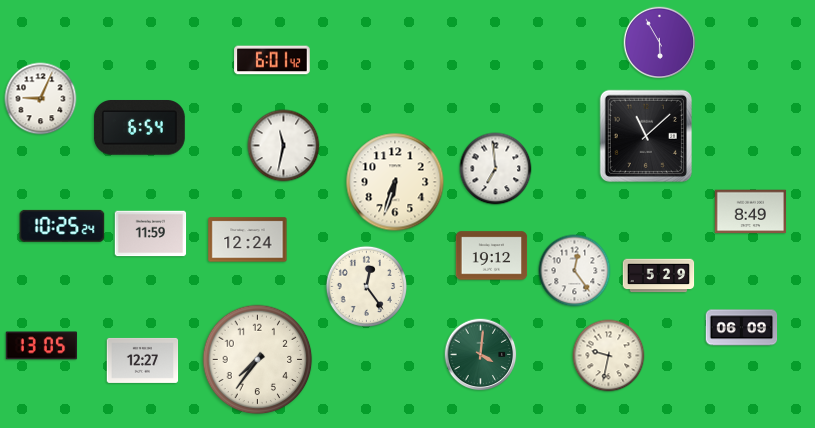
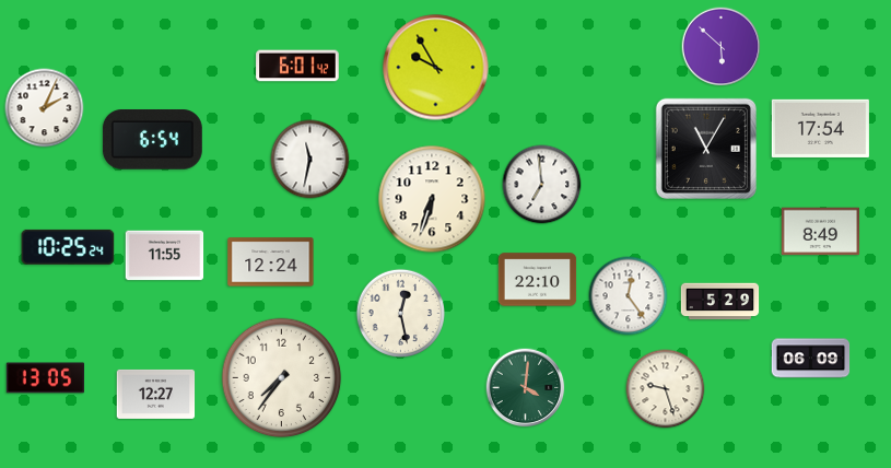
clock at (660, 43): 5:55 -> 5:52
clock at (436, 68): none -> 9:55
clock at (41, 99): 9:04 -> 2:04
clock at (820, 128): none -> 17:54
clock at (646, 136): 11:08 -> 11:05
clock at (151, 234): 11:59 -> 11:55
clock at (492, 256): 19:12 -> 22:10
clock at (366, 286): 12:24 -> 12:28
clock at (609, 356): 9:32 -> 9:27
clock at (258, 360) position: (258, 360) -> (282, 378)
